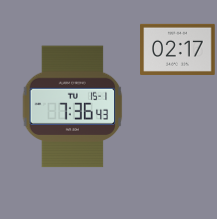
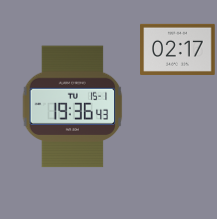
clock at (73, 107): 7:36 -> 19:36
